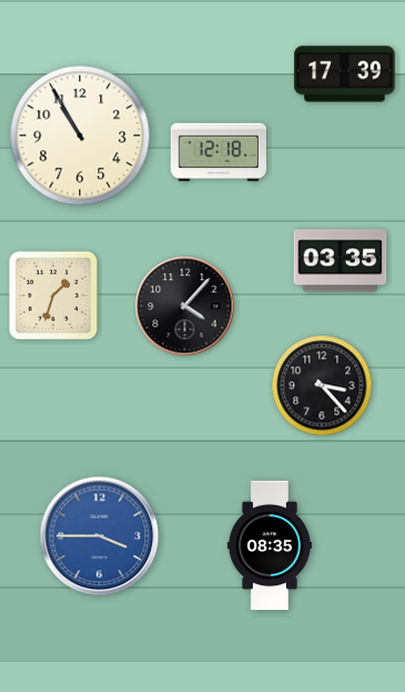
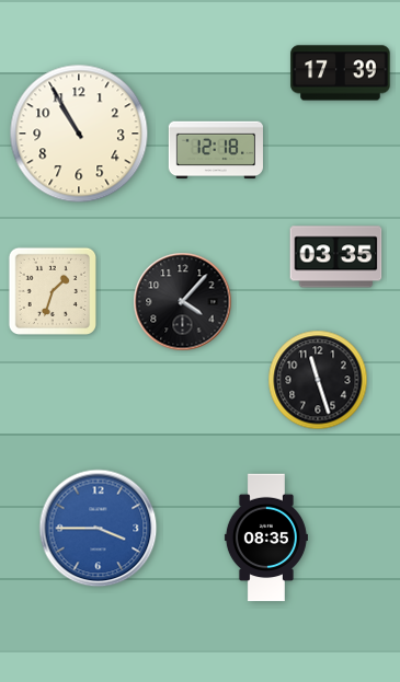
clock at (322, 385): 3:23 -> 11:27
